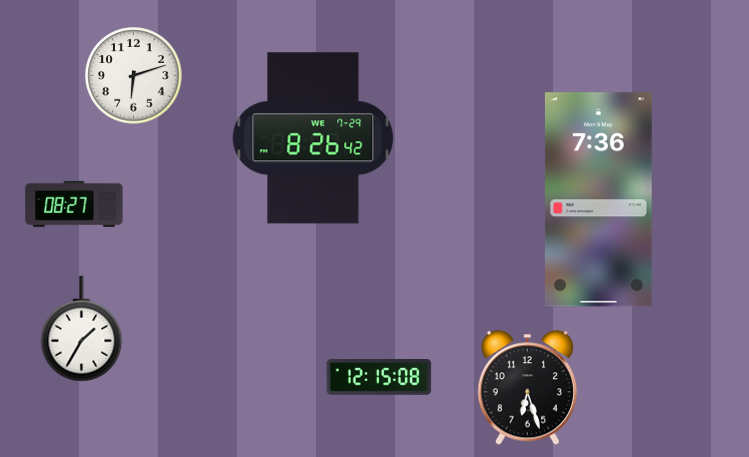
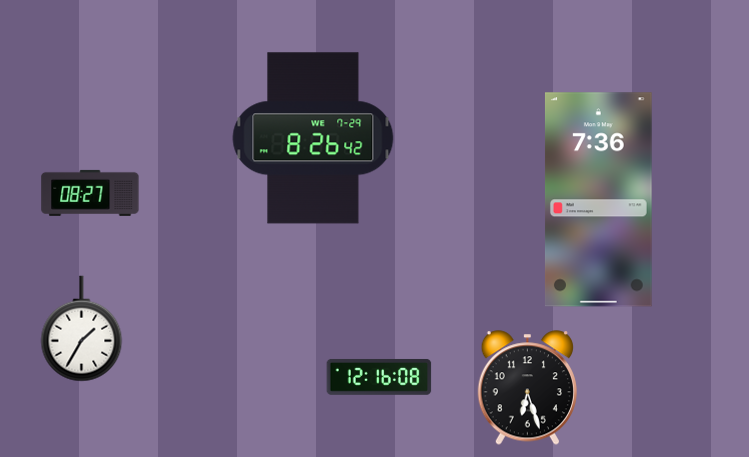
clock at (134, 76): 6:12 -> none
clock at (74, 204) position: (74, 204) -> (90, 193)
clock at (379, 377): 12:15 -> 12:16
